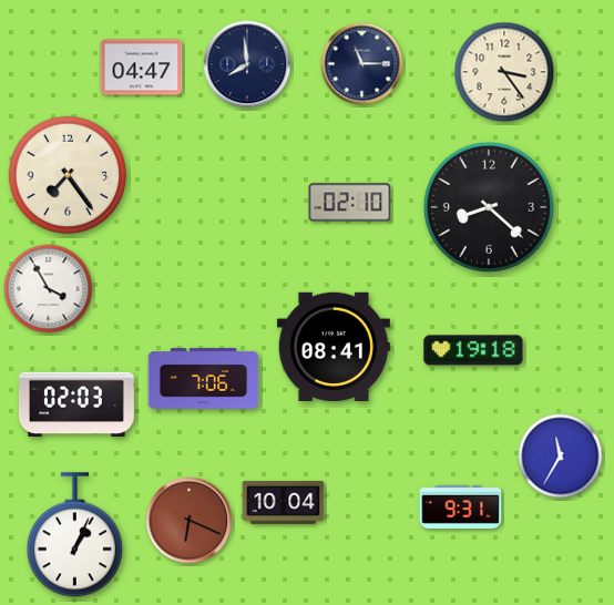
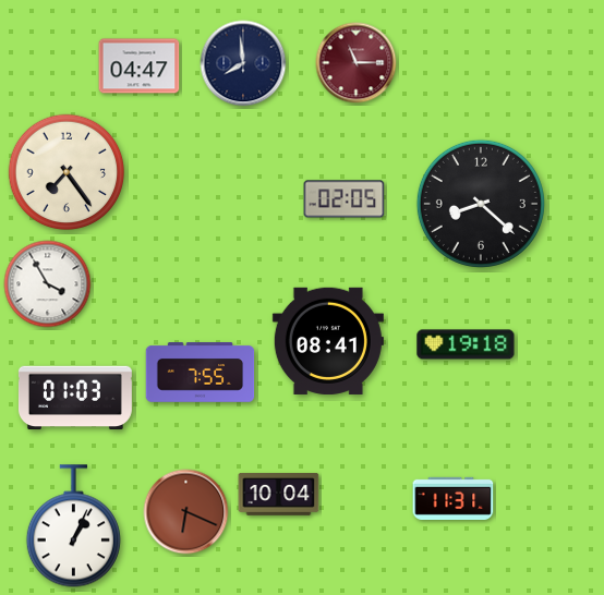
clock at (362, 64) dial: navy -> burgundy
clock at (504, 72): 3:24 -> none
clock at (350, 203): 02:10 -> 02:05
clock at (204, 379): 7:06 -> 7:55
clock at (76, 404): 02:03 -> 01:03
clock at (561, 457): 11:35 -> none
clock at (461, 506): 9:31 -> 11:31
